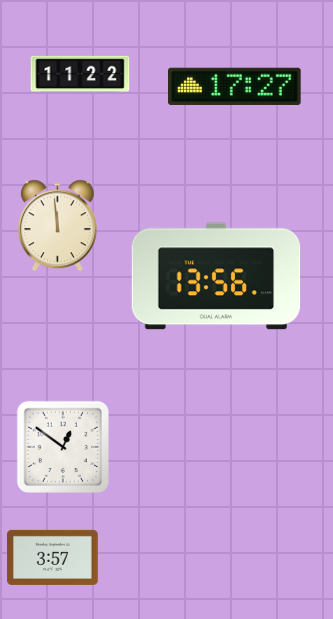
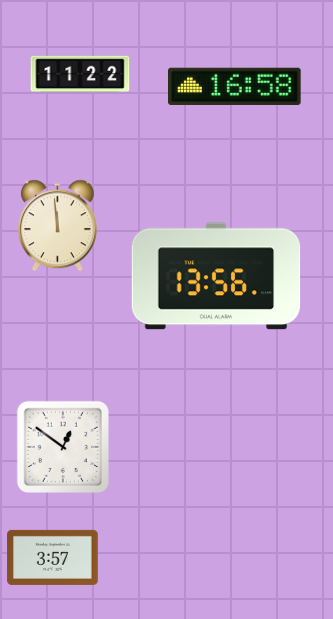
clock at (235, 86): 17:27 -> 16:58
